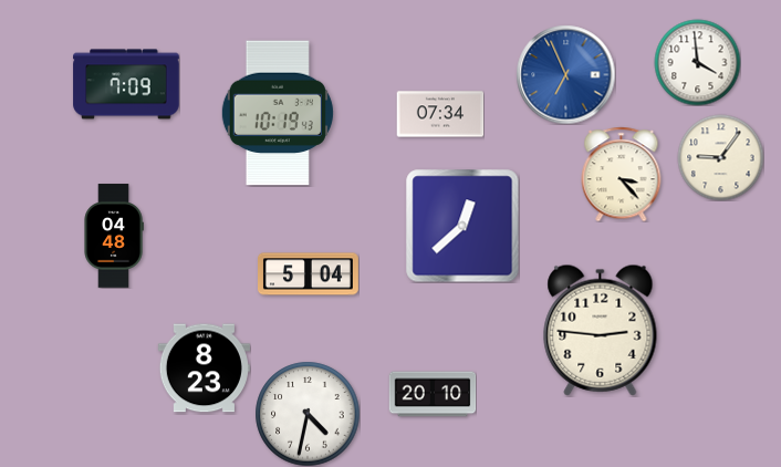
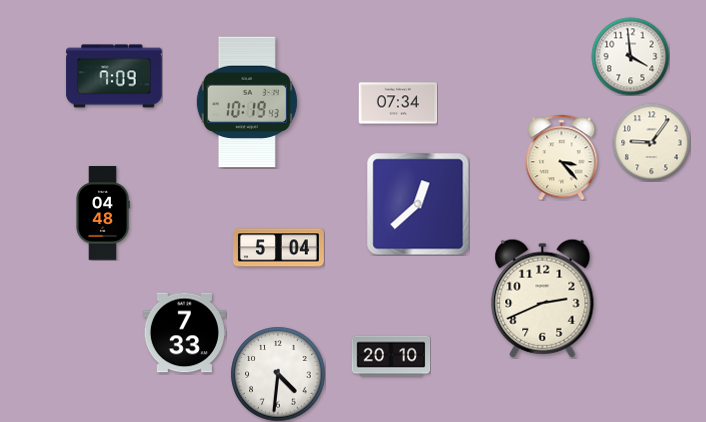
clock at (565, 74): 6:56 -> none
clock at (278, 113) position: (278, 113) -> (247, 102)
clock at (601, 330): 2:46 -> 2:41
clock at (204, 369): 8:23 -> 7:33
clock at (308, 414): 4:32 -> 4:31
